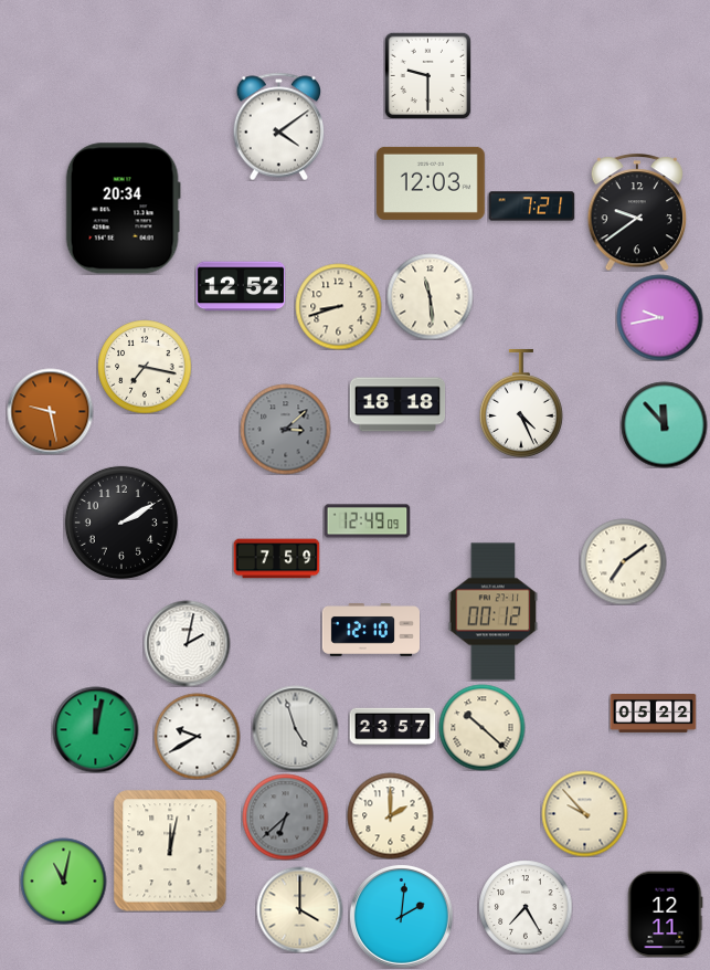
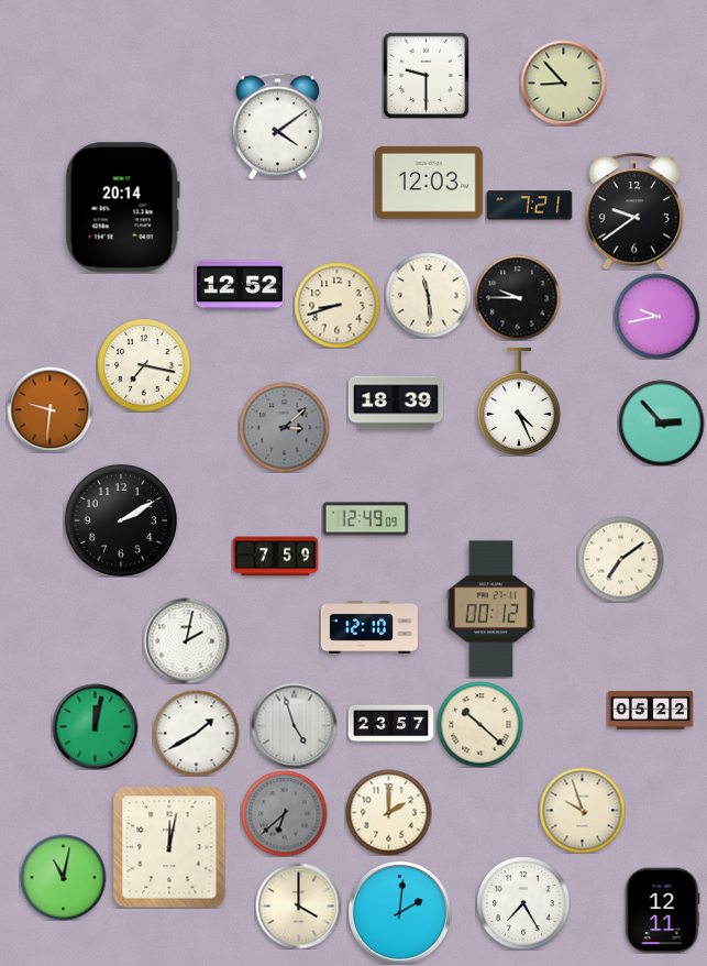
clock at (563, 83): none -> 8:53
clock at (123, 209): 20:34 -> 20:14
clock at (517, 297): none -> 9:45
clock at (398, 404): 18:18 -> 18:39
clock at (50, 411): 9:28 -> 9:31
clock at (664, 424): 11:53 -> 2:53
clock at (197, 736): 9:40 -> 1:40
clock at (584, 813): 9:53 -> 9:57
